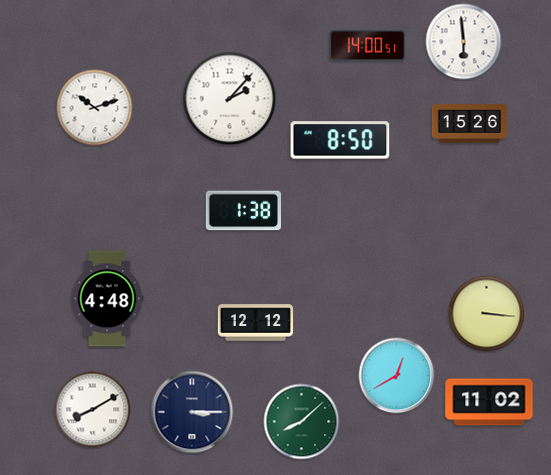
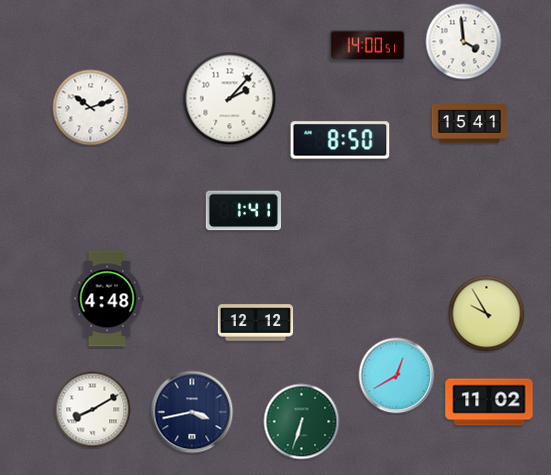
clock at (464, 42): 5:59 -> 3:59
clock at (95, 108) position: (95, 108) -> (91, 108)
clock at (469, 124): 15:26 -> 15:41
clock at (243, 211): 1:38 -> 1:41
clock at (487, 314): 3:16 -> 9:55
clock at (192, 412): 3:15 -> 3:43
clock at (302, 422): 8:08 -> 6:33
